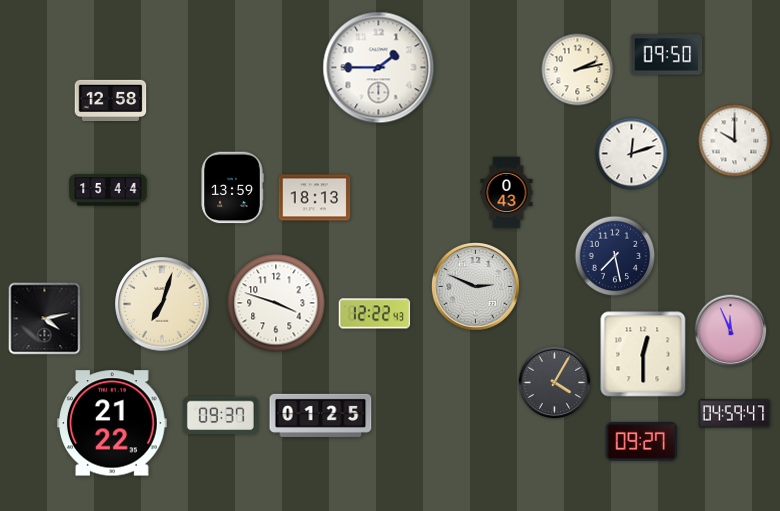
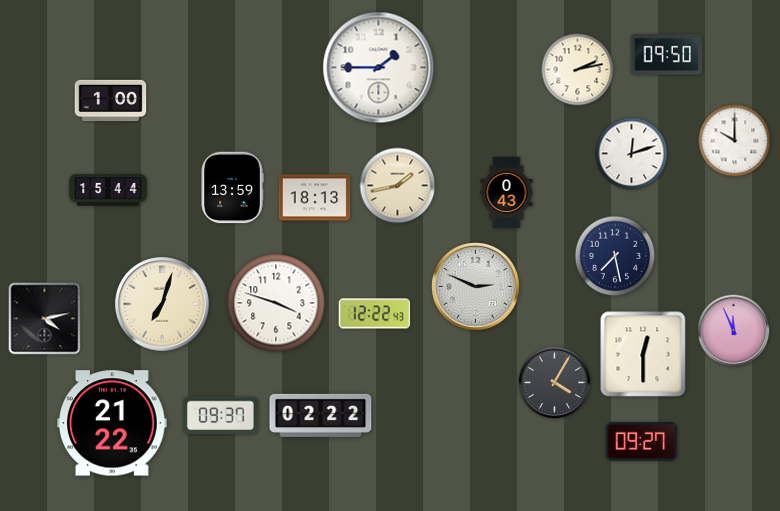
clock at (111, 101): 12:58 -> 1:00
clock at (398, 186): none -> 1:43
clock at (731, 331) position: (731, 331) -> (734, 331)
clock at (735, 414): 04:59 -> none
clock at (321, 415): 01:25 -> 02:22
